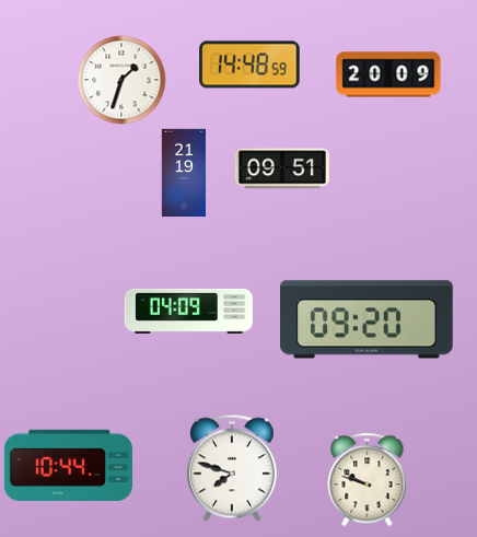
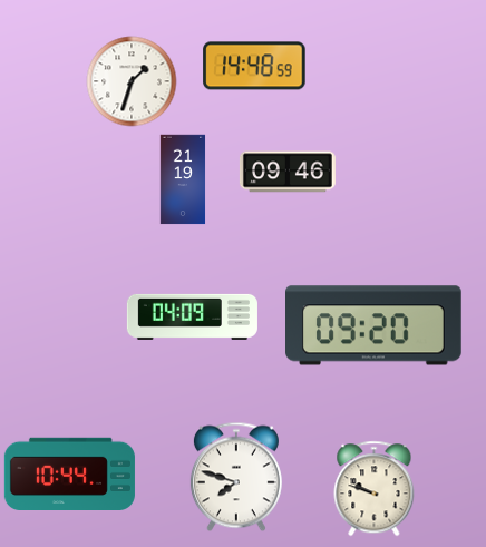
clock at (388, 74): 20:09 -> none
clock at (121, 80) position: (121, 80) -> (132, 81)
clock at (282, 168): 09:51 -> 09:46
clock at (184, 173) position: (184, 173) -> (183, 179)
